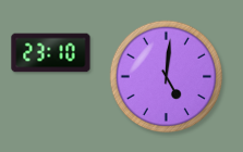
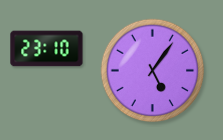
clock at (167, 77): 5:01 -> 5:06
